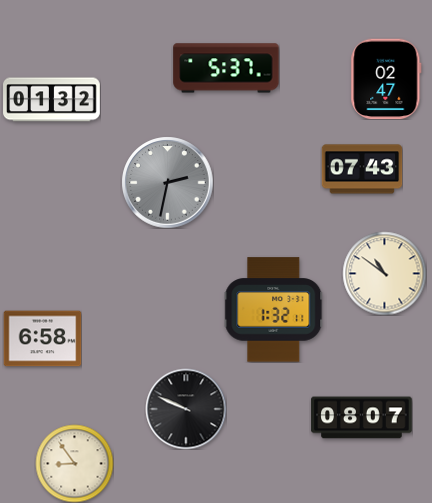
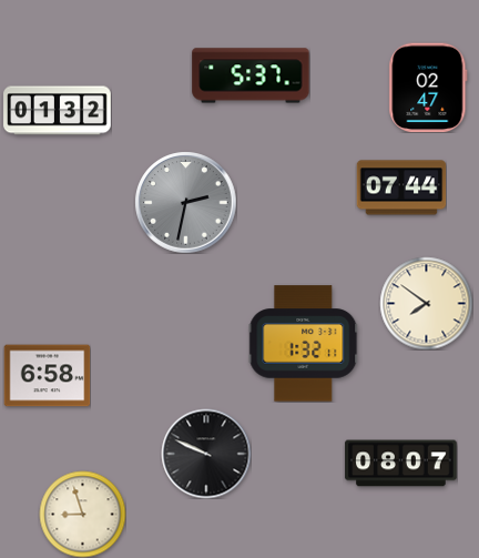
clock at (362, 169): 07:43 -> 07:44
clock at (384, 273): 10:51 -> 7:51
clock at (74, 463): 8:54 -> 8:57
